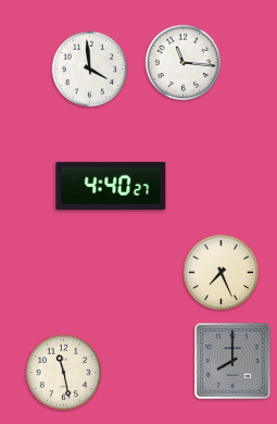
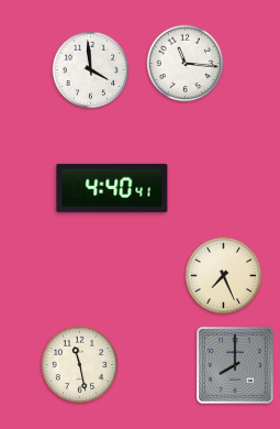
clock at (111, 186): 4:40:27 -> 4:40:41
clock at (64, 373) position: (64, 373) -> (80, 365)
